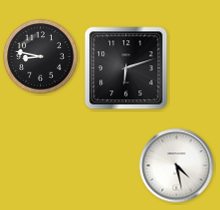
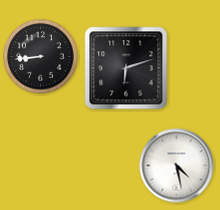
clock at (41, 57): 8:47 -> 8:44
